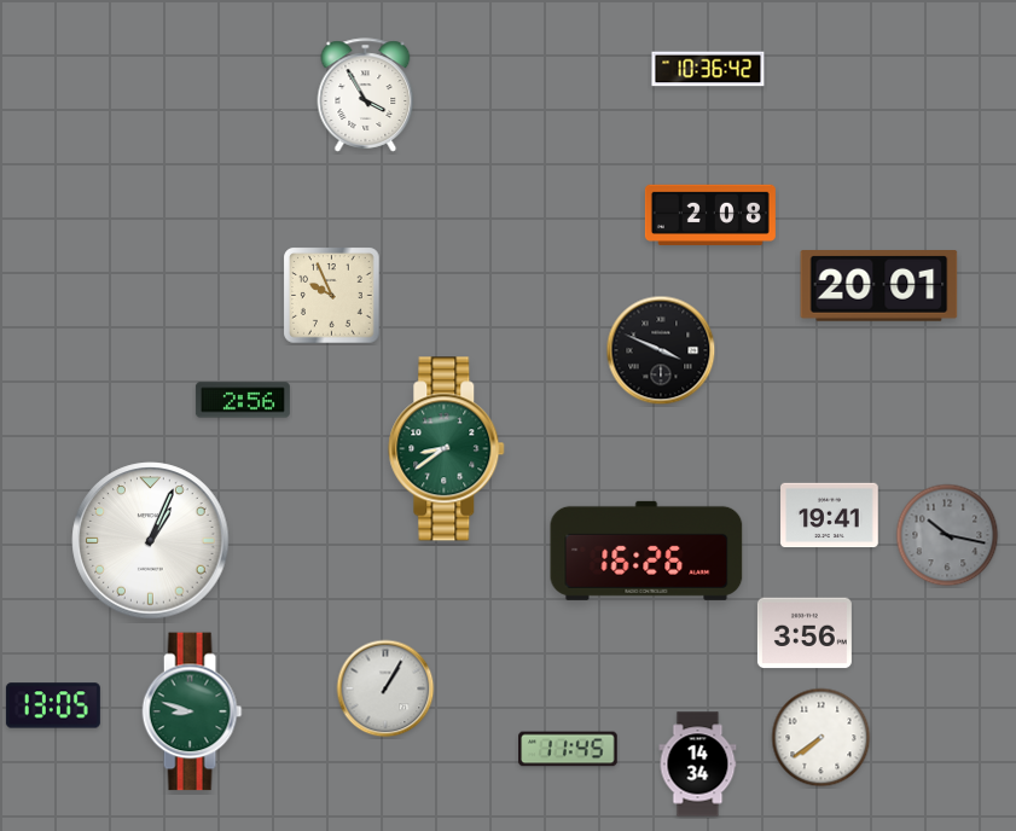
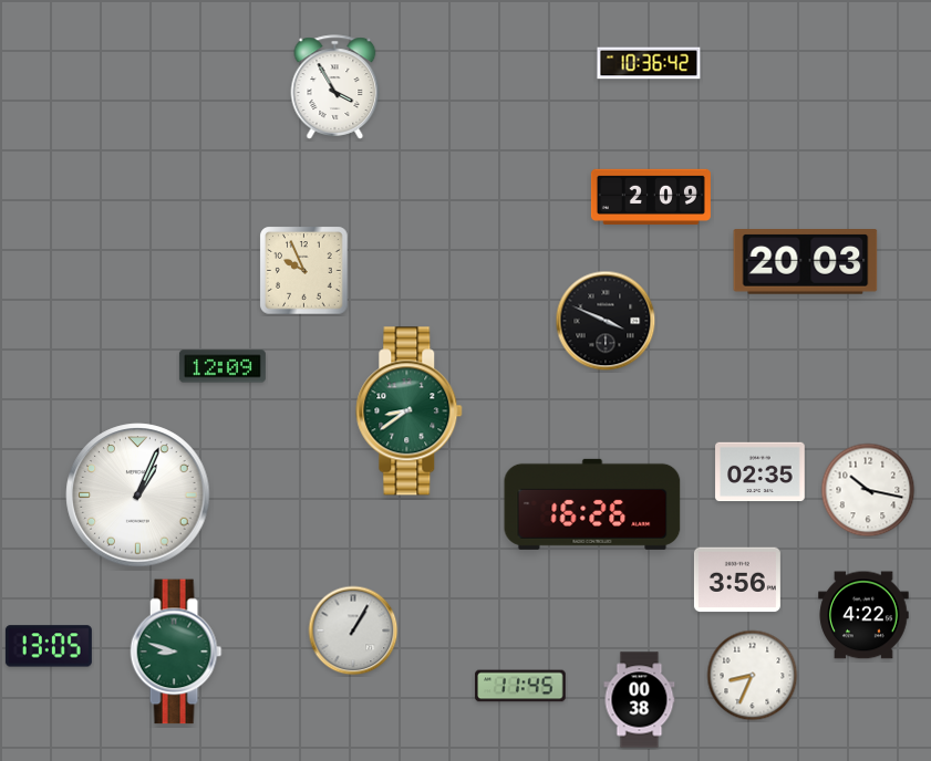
clock at (710, 215): 2:08 -> 2:09
clock at (879, 286): 20:01 -> 20:03
clock at (243, 400): 2:56 -> 12:09
clock at (830, 516): 19:41 -> 02:35
clock at (947, 535) dial: grey -> white
clock at (863, 615): none -> 4:22
clock at (821, 738): 7:39 -> 8:34
clock at (698, 765): 14:34 -> 00:38
